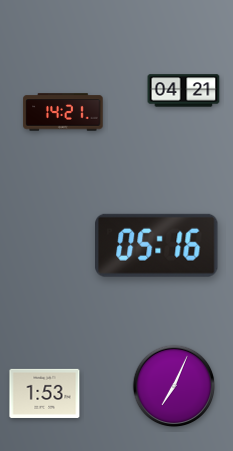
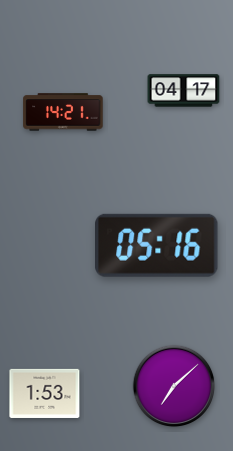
clock at (184, 91): 04:21 -> 04:17
clock at (174, 386): 7:04 -> 7:08
